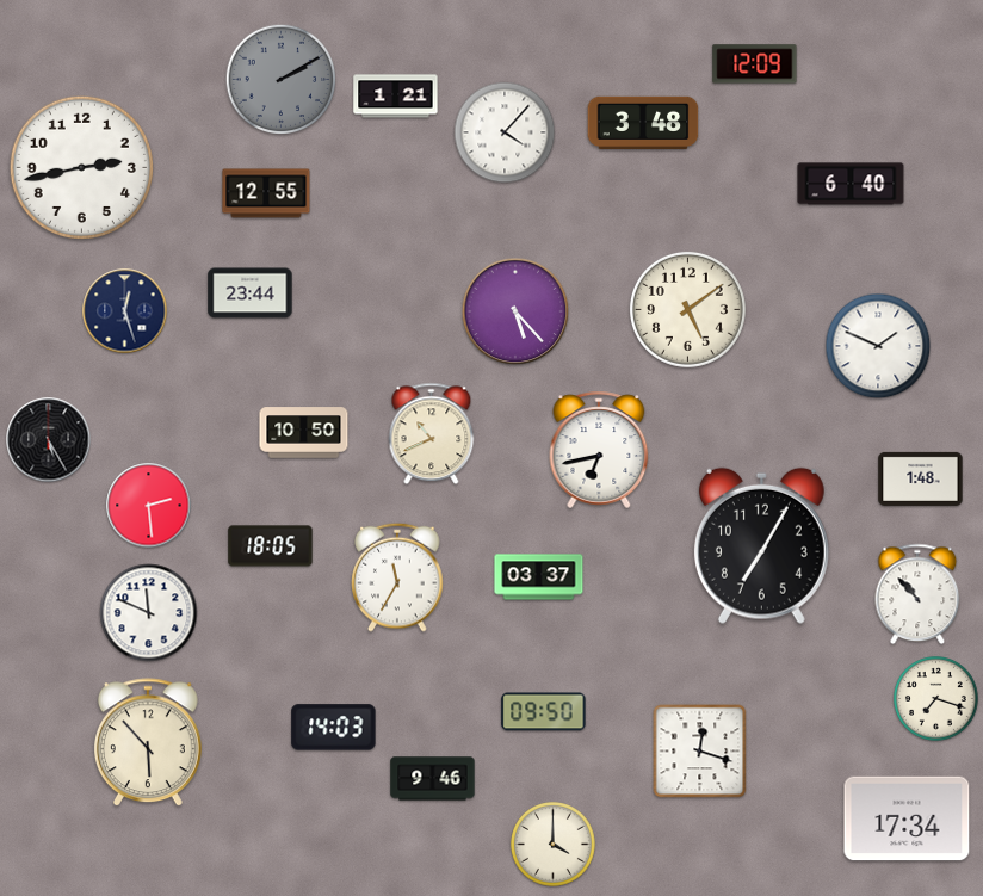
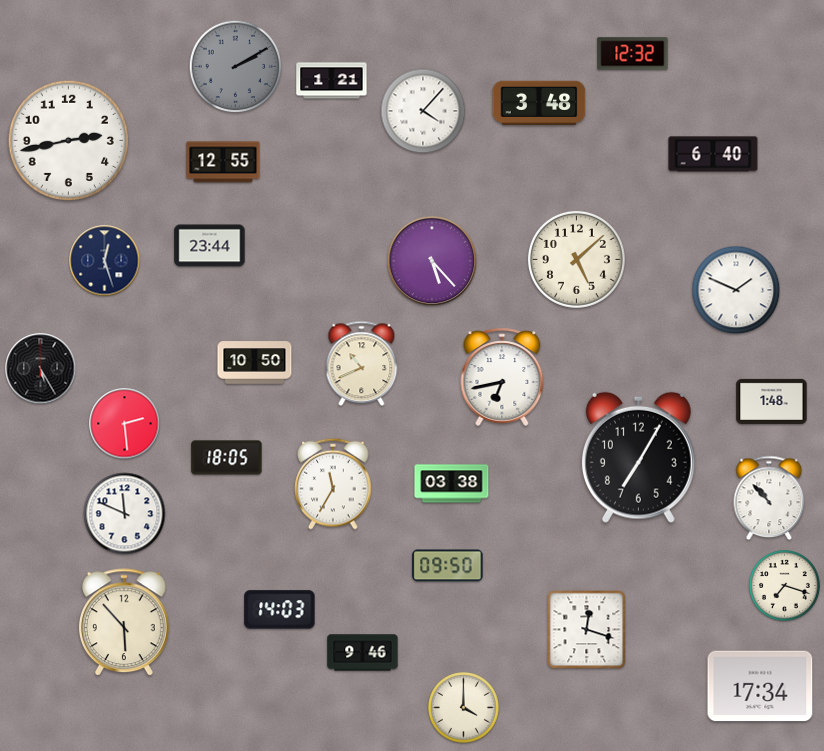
clock at (755, 64): 12:09 -> 12:32
clock at (687, 309): 5:09 -> 5:08
clock at (539, 577): 03:37 -> 03:38
clock at (544, 712) position: (544, 712) -> (448, 566)
